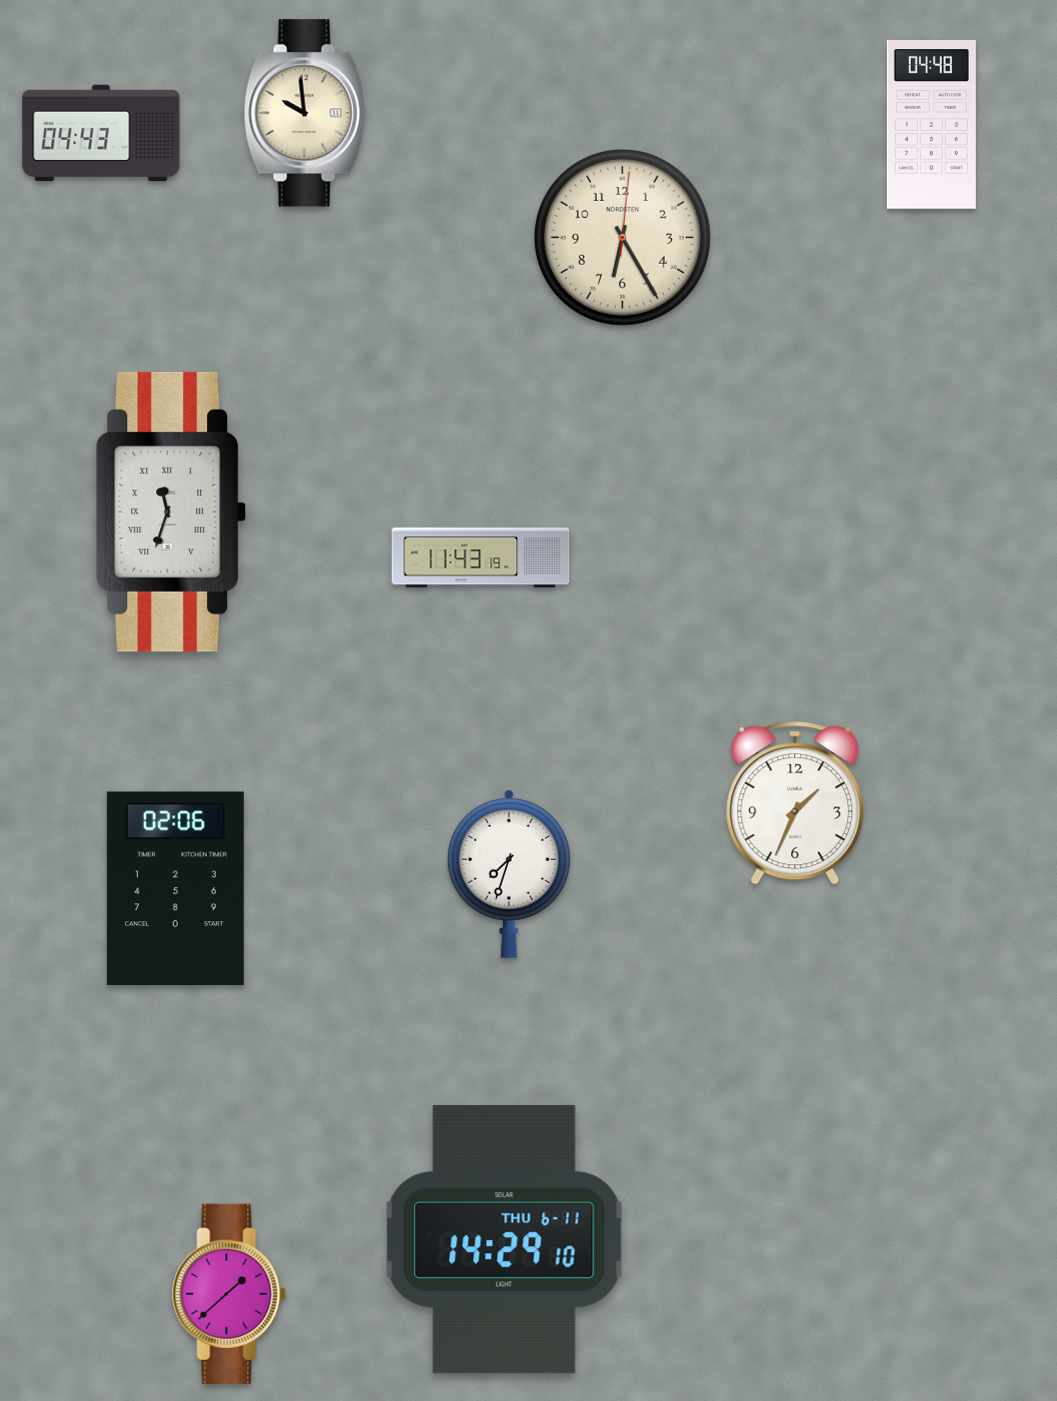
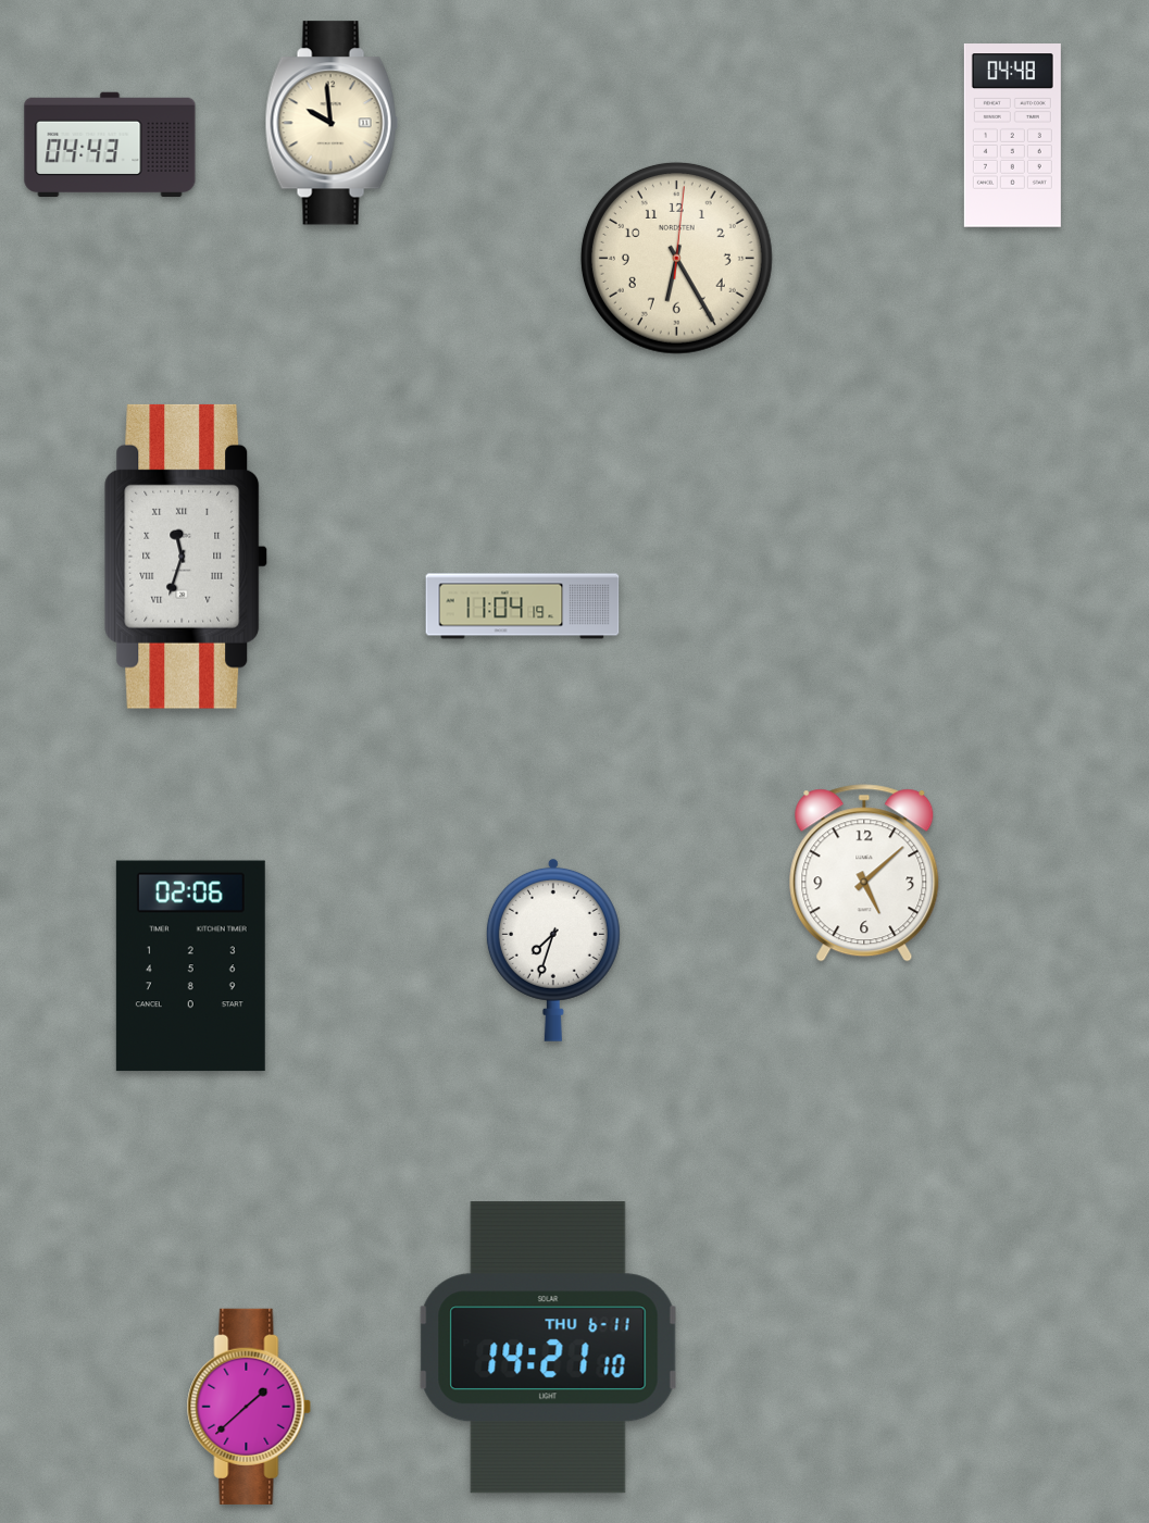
clock at (481, 558): 11:43 -> 11:04
clock at (795, 803): 1:34 -> 5:08
clock at (505, 1240): 14:29 -> 14:21
